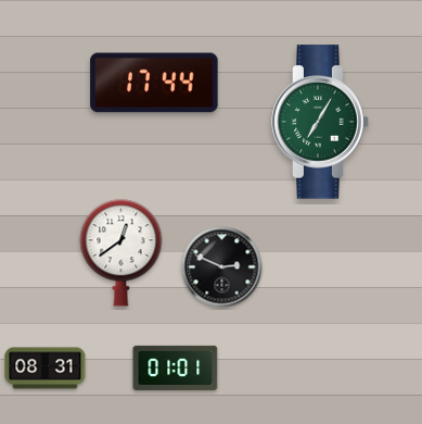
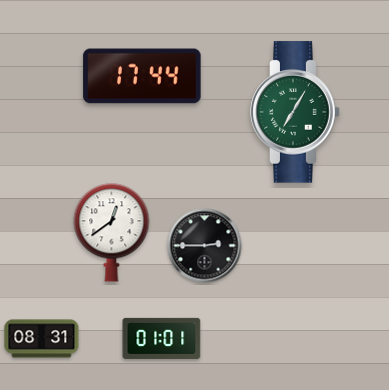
clock at (222, 267): 2:49 -> 2:45
